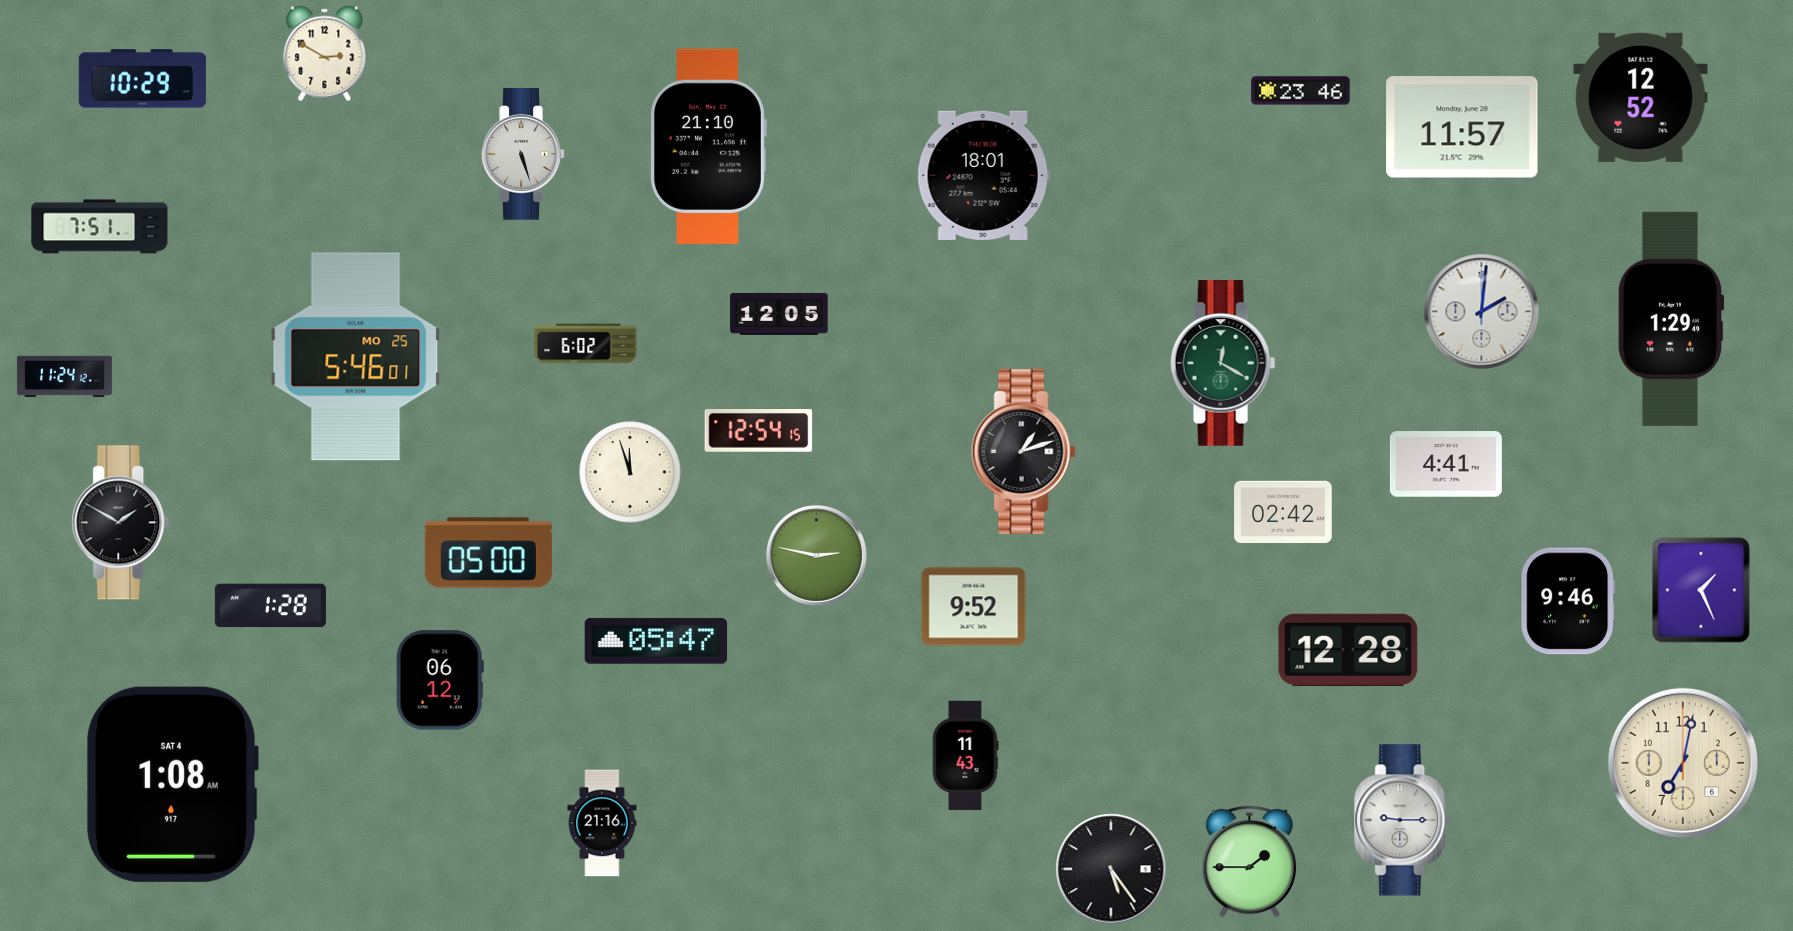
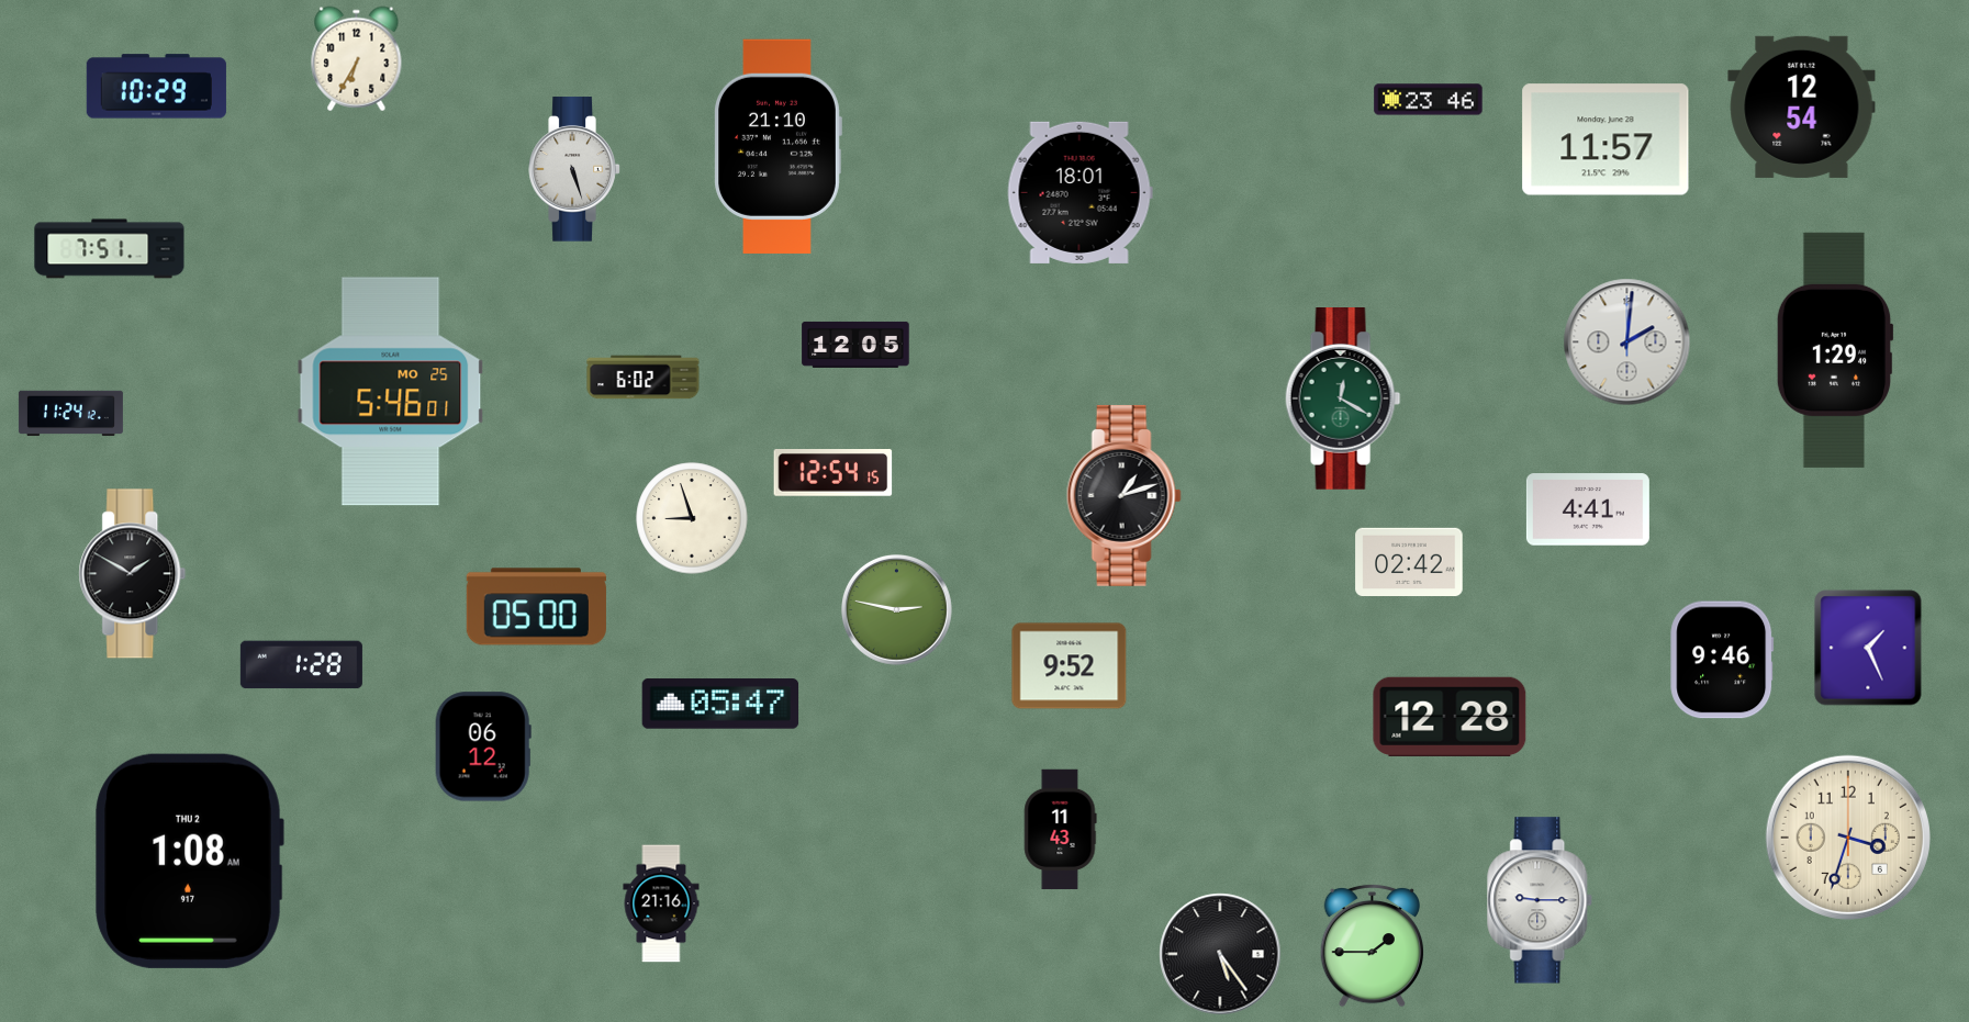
clock at (325, 54): 2:50 -> 6:35
clock at (1641, 97): 12:52 -> 12:54
clock at (708, 146) position: (708, 146) -> (777, 146)
clock at (630, 472): 11:57 -> 8:57
clock at (270, 606) position: (270, 606) -> (301, 665)
clock at (1348, 649) position: (1348, 649) -> (1450, 716)
clock at (1683, 763): 7:02 -> 3:33
clock at (172, 784) date: SAT 4 -> THU 2
